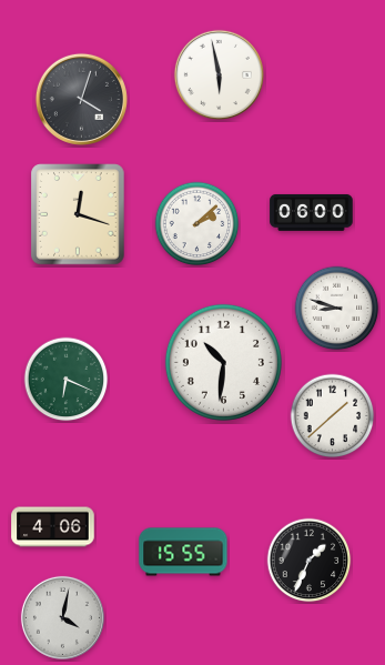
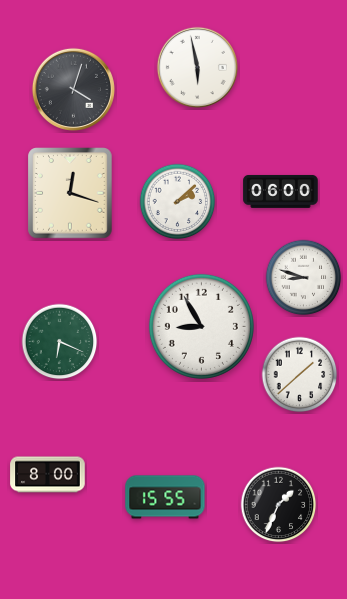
clock at (223, 362): 10:31 -> 8:55
clock at (53, 527): 4:06 -> 8:00
clock at (62, 617): 4:02 -> none
